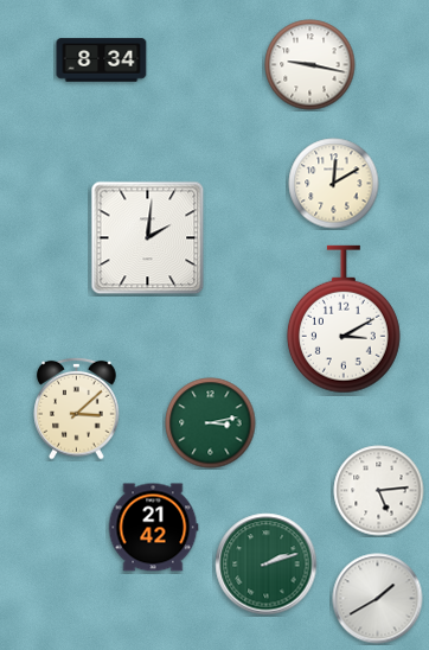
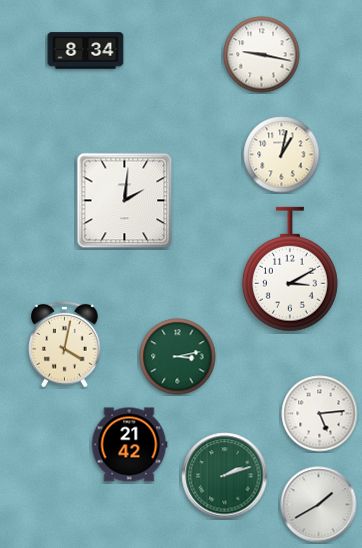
clock at (334, 184): 12:10 -> 1:02
clock at (77, 408): 3:08 -> 4:02
